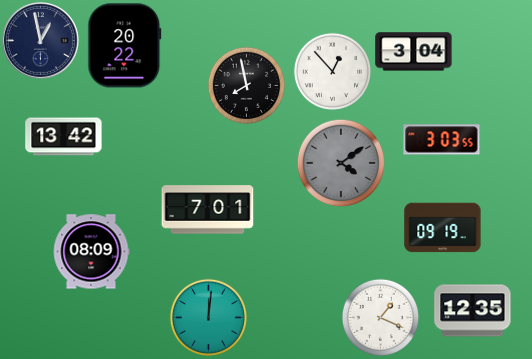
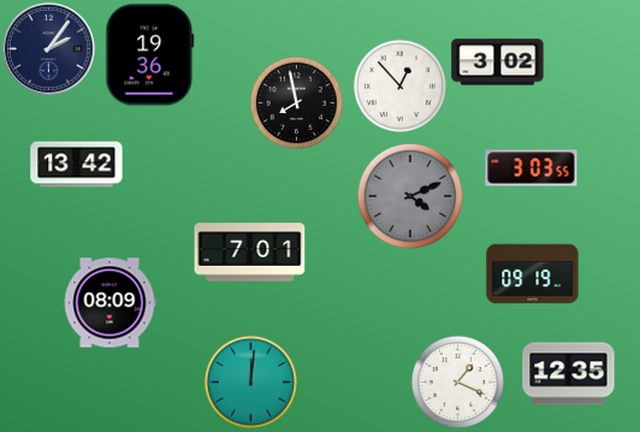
clock at (41, 41): 12:58 -> 2:06
clock at (125, 46): 20:22 -> 19:36
clock at (414, 52): 3:04 -> 3:02
clock at (341, 163): 4:09 -> 4:11
